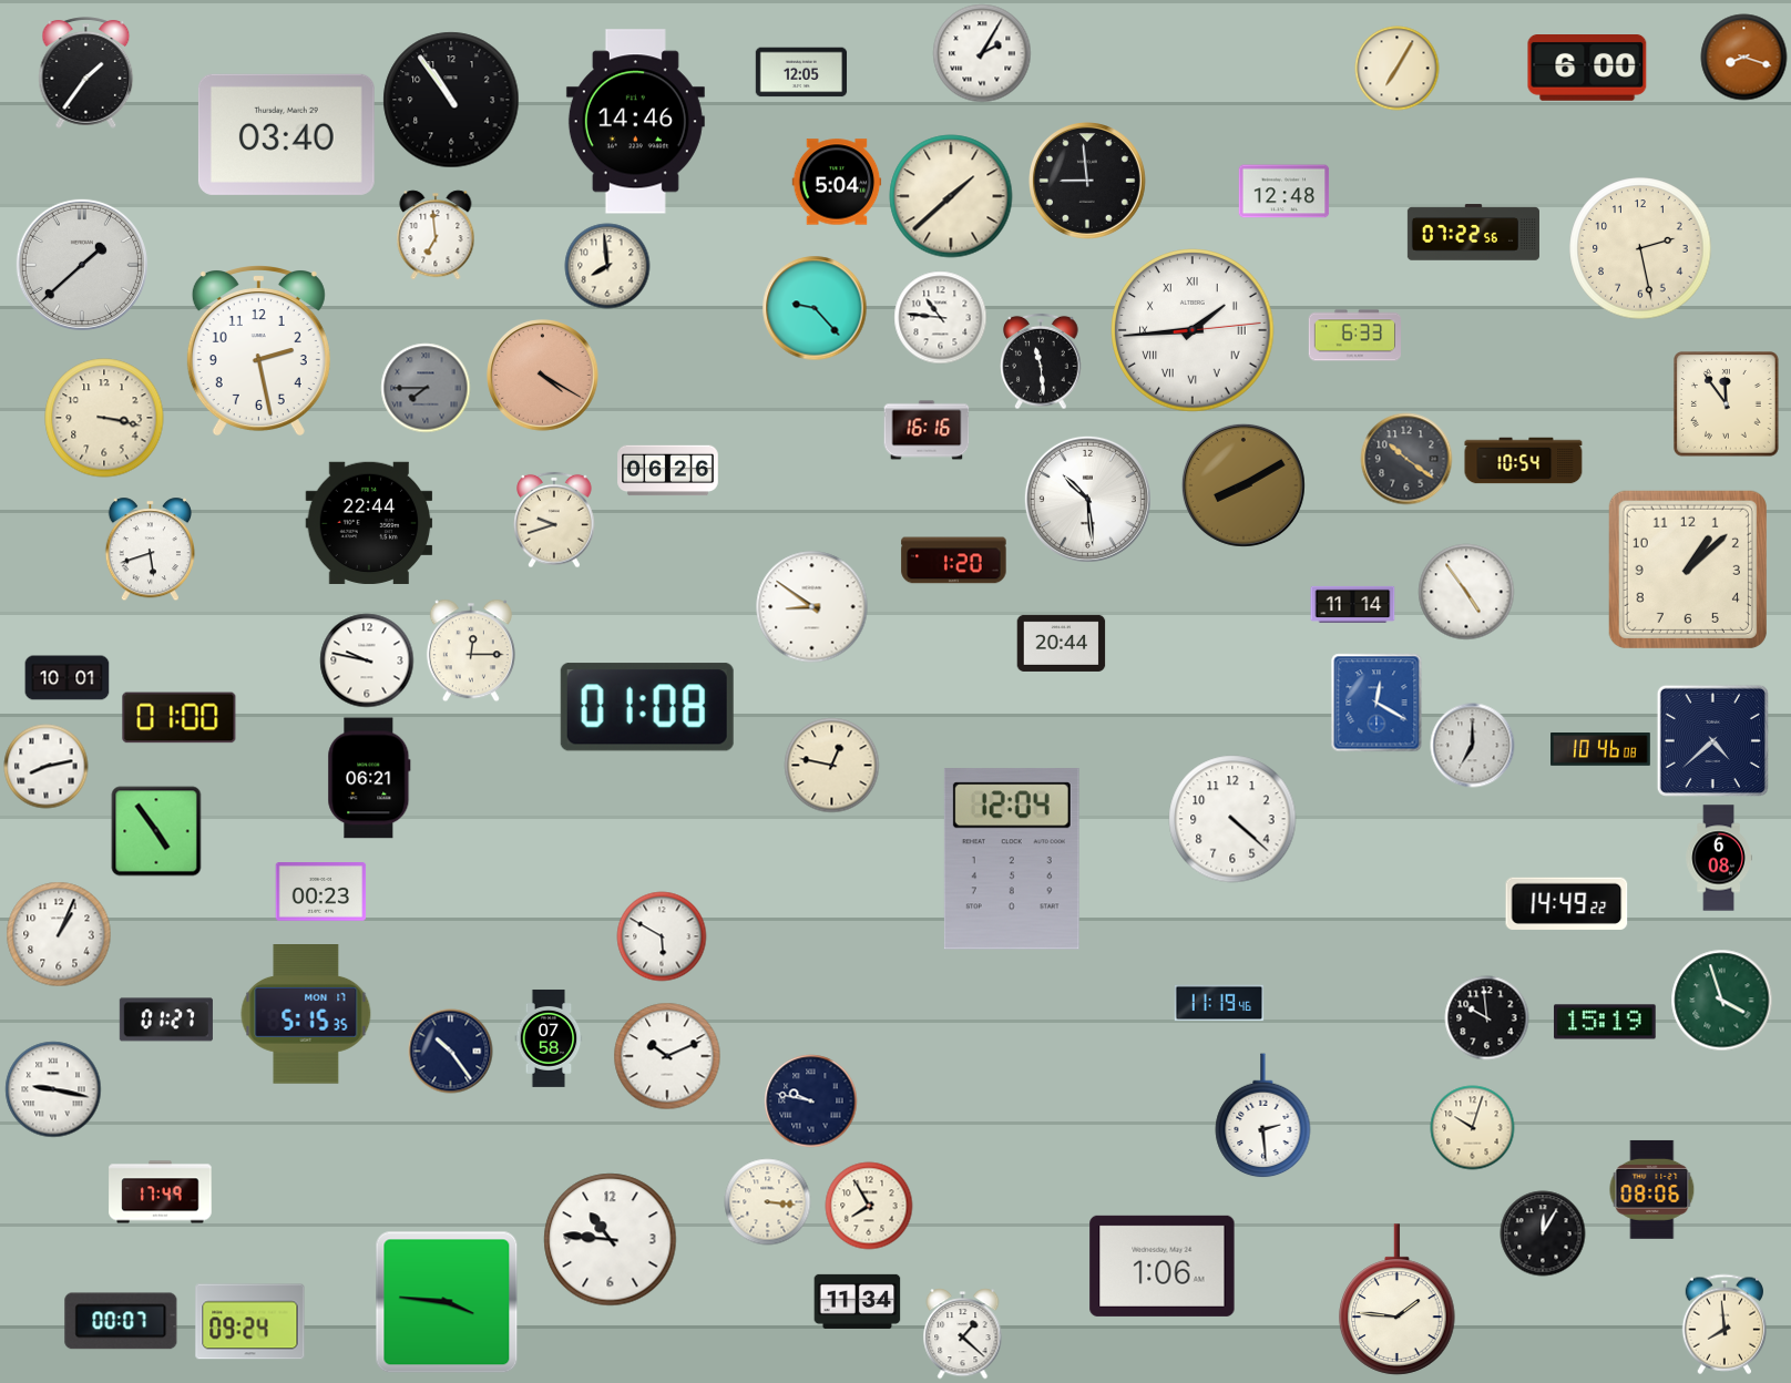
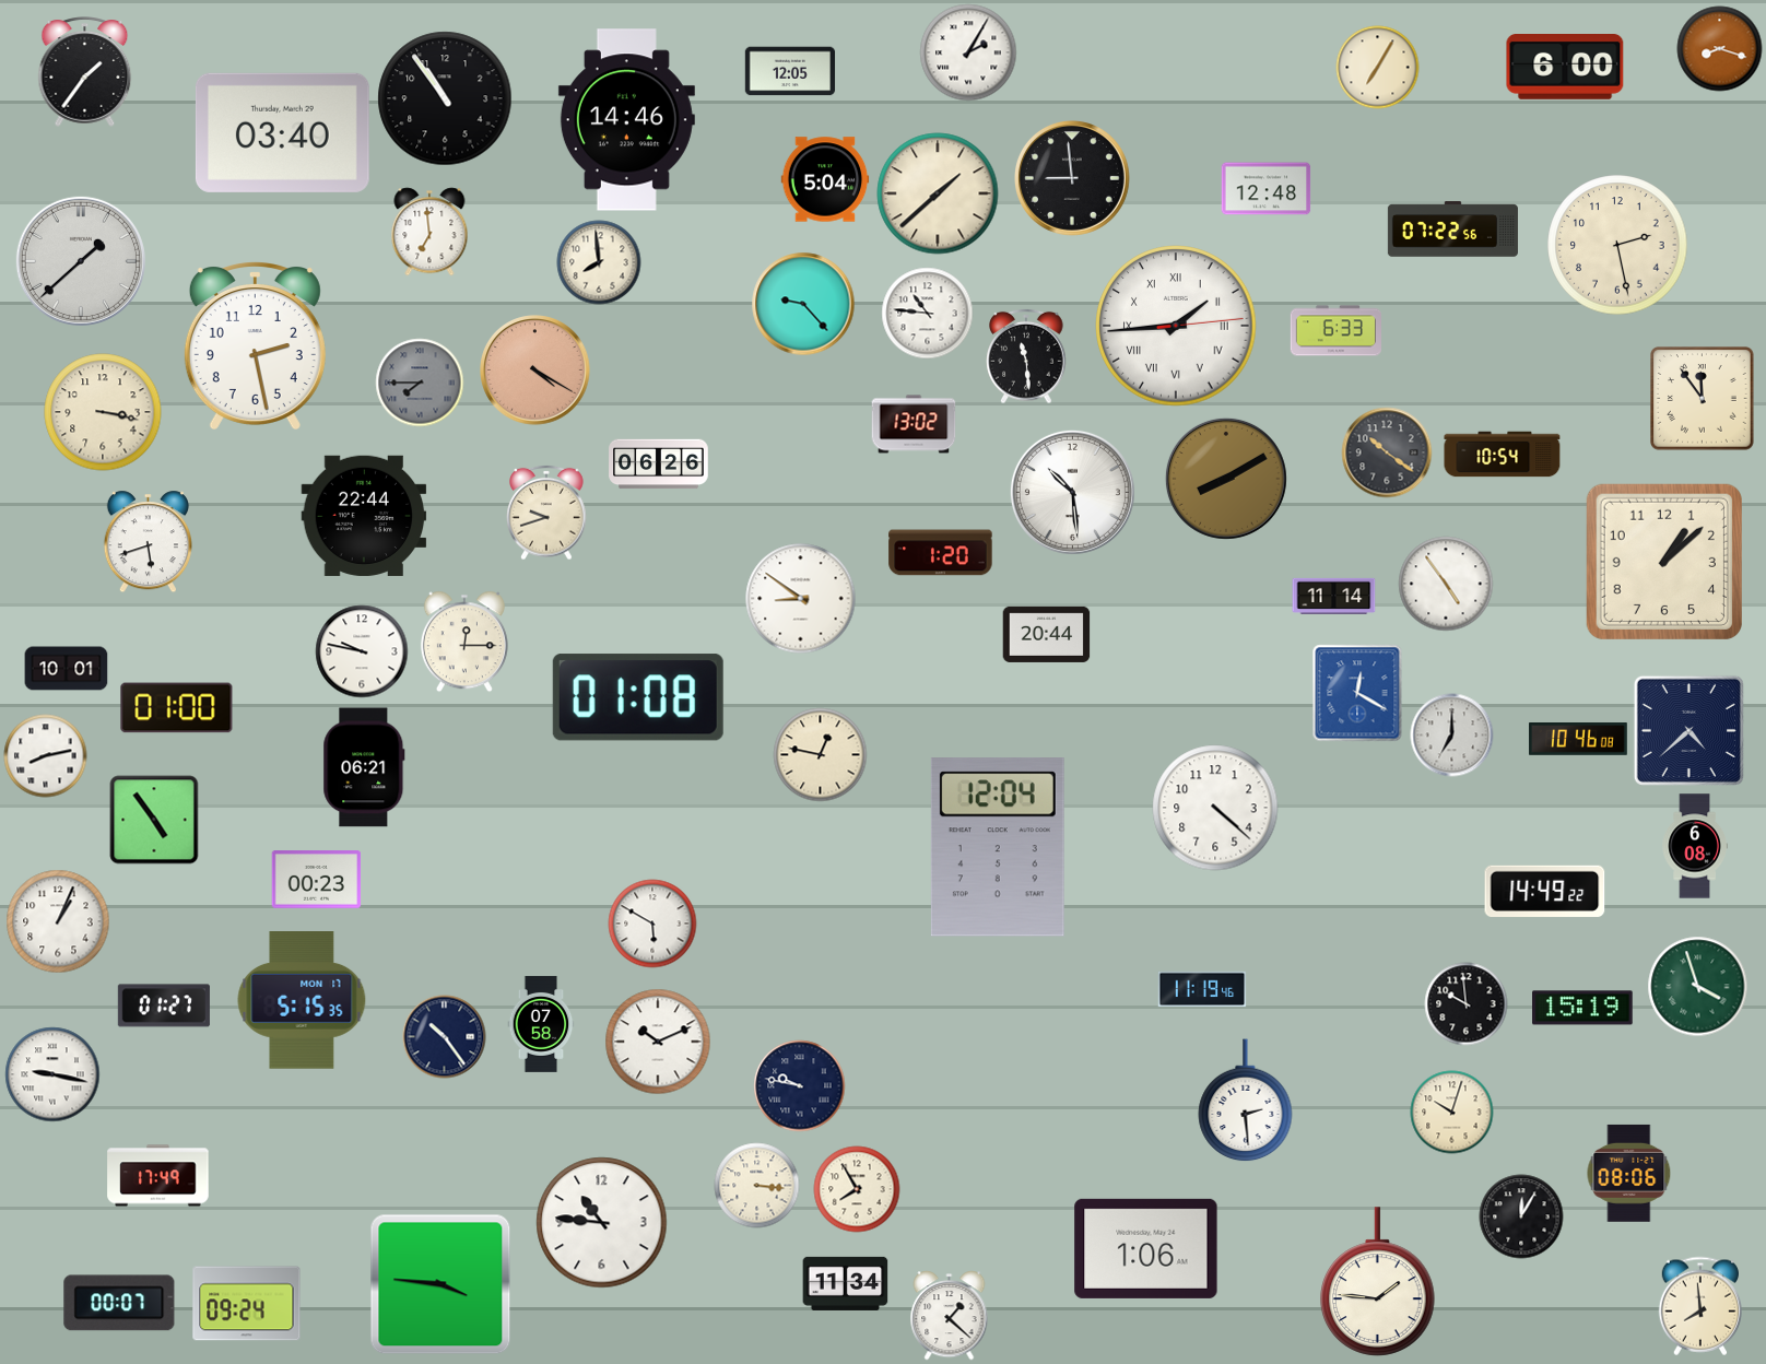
clock at (1744, 58) position: (1744, 58) -> (1720, 49)
clock at (927, 430): 16:16 -> 13:02
